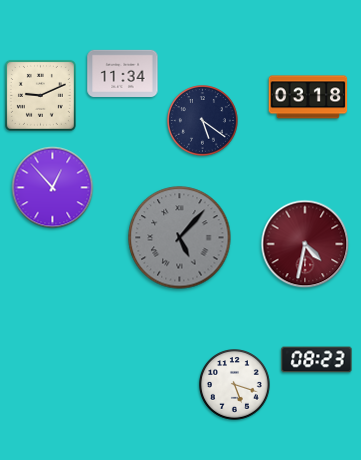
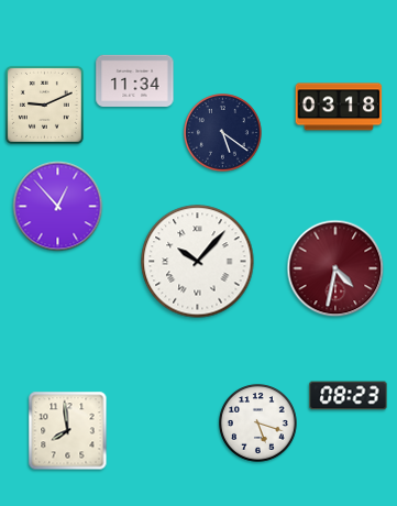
clock at (180, 238): 5:07 -> 10:07
clock at (180, 238) dial: grey -> white
clock at (68, 431): none -> 7:59
